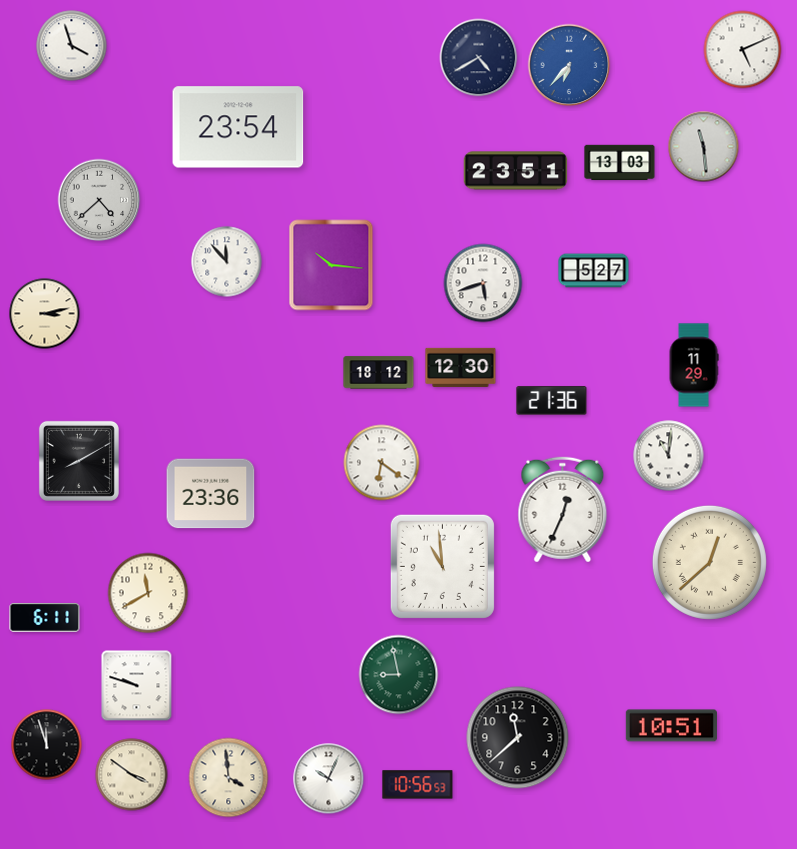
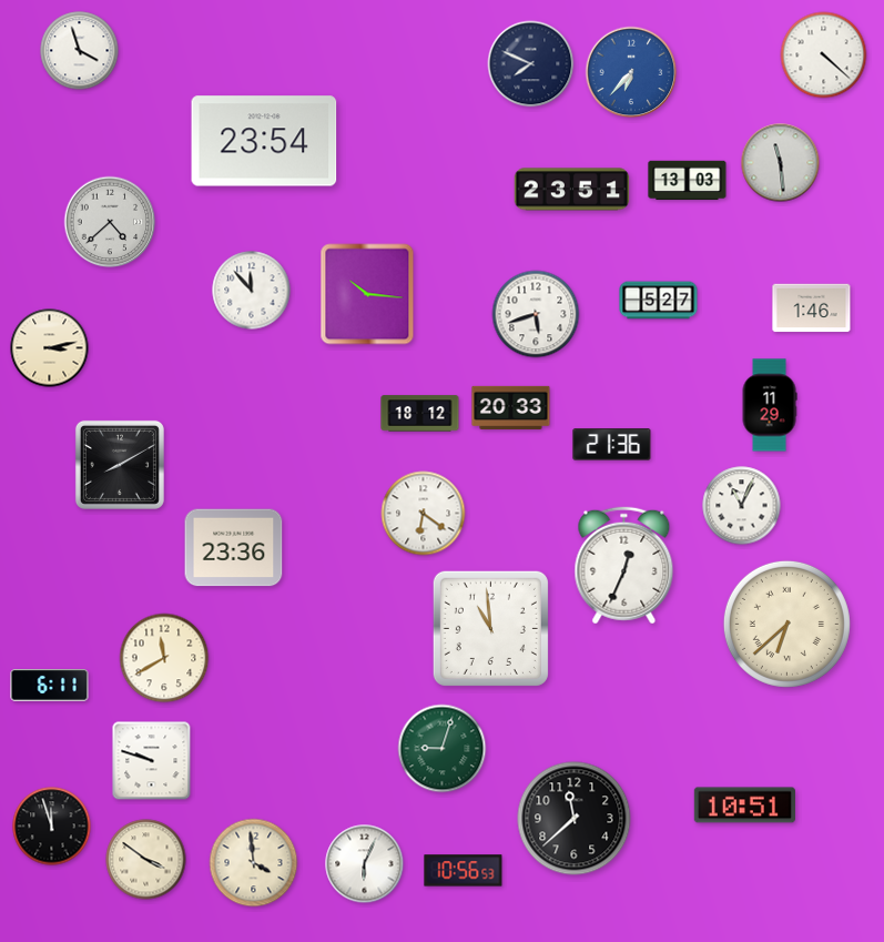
clock at (743, 50): 5:11 -> 4:22
clock at (479, 58): 4:40 -> 7:49
clock at (812, 308): none -> 1:46
clock at (461, 367): 12:30 -> 20:33
clock at (669, 456): 11:01 -> 11:04
clock at (79, 461) position: (79, 461) -> (120, 465)
clock at (709, 562): 12:38 -> 6:38
clock at (399, 675): 8:58 -> 9:03
clock at (329, 779): 10:04 -> 6:04
